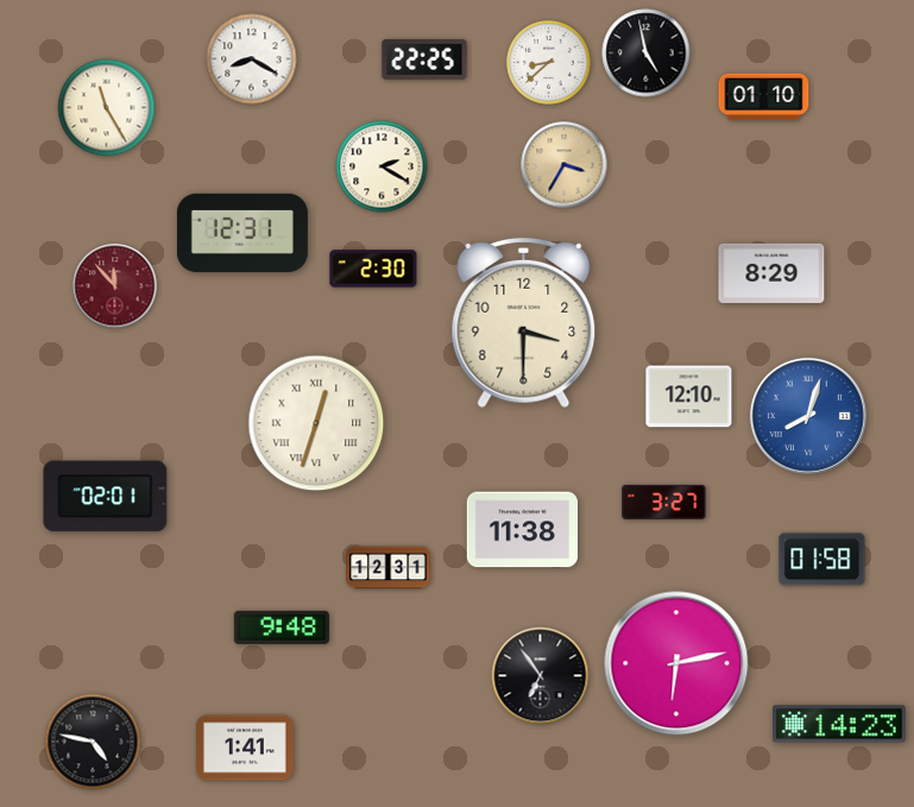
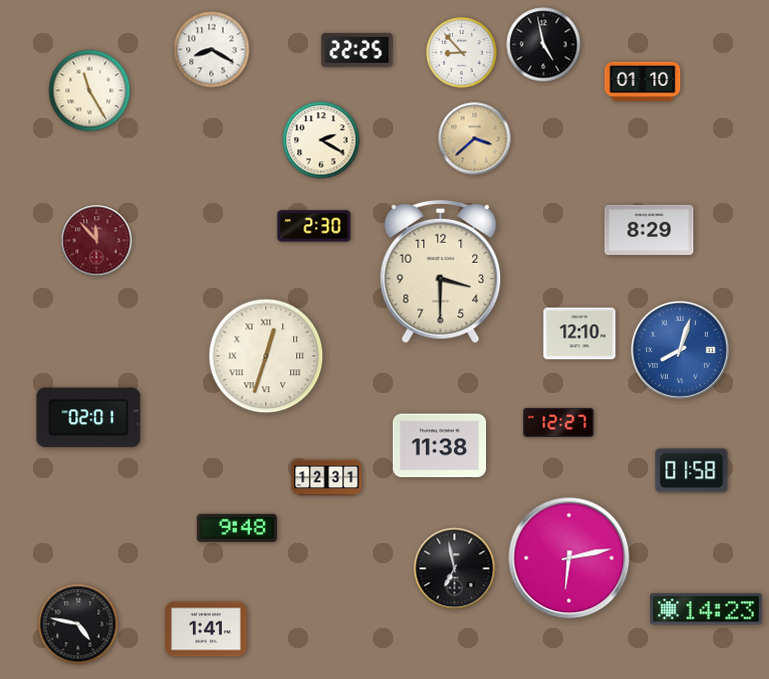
clock at (549, 63): 8:38 -> 8:53
clock at (565, 165): 3:35 -> 3:38
clock at (242, 233): 12:31 -> none
clock at (664, 502): 3:27 -> 12:27
clock at (541, 676): 6:54 -> 6:58
